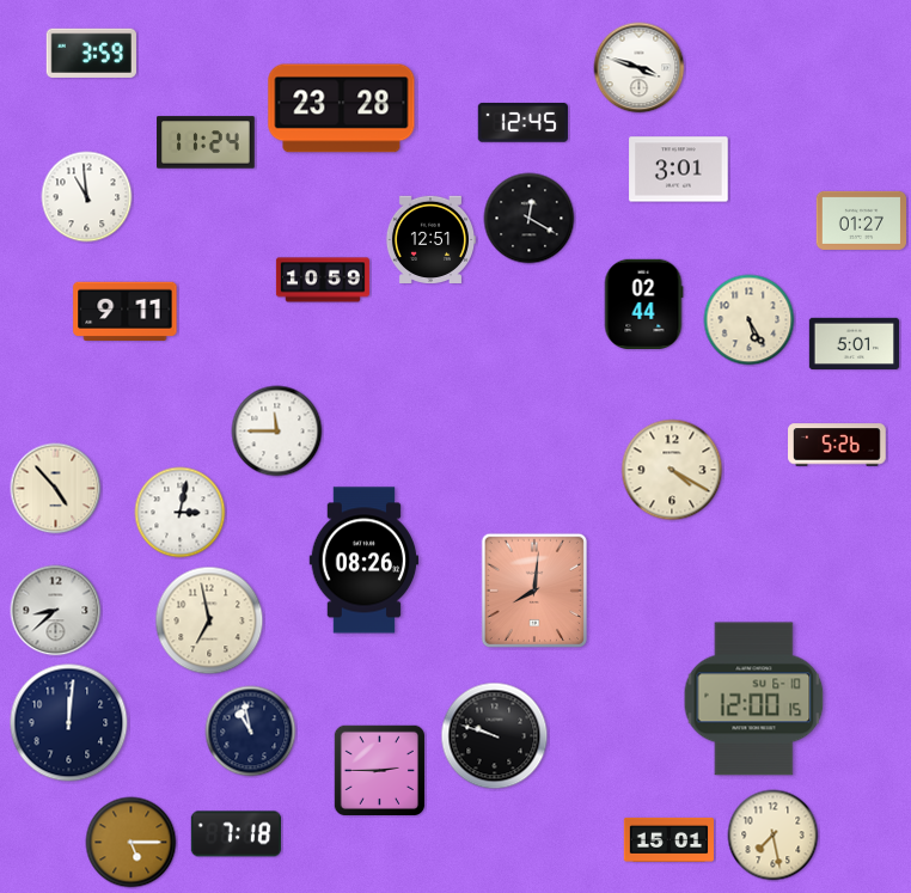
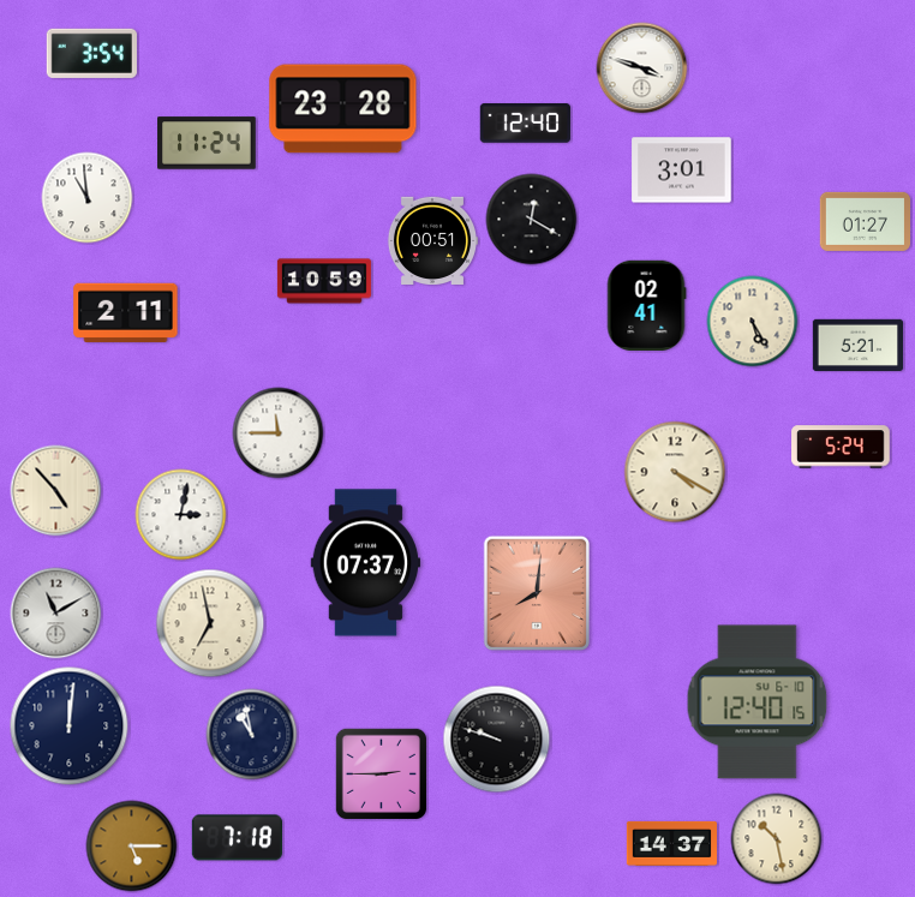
clock at (91, 53): 3:59 -> 3:54
clock at (522, 123): 12:45 -> 12:40
clock at (429, 239): 12:51 -> 00:51
clock at (643, 304): 02:44 -> 02:41
clock at (126, 311): 9:11 -> 2:11
clock at (854, 343): 5:01 -> 5:21
clock at (837, 445): 5:26 -> 5:24
clock at (365, 561): 08:26 -> 07:37
clock at (56, 611): 8:38 -> 11:10
clock at (754, 699): 12:00 -> 12:40
clock at (774, 836): 7:28 -> 10:28
clock at (670, 839): 15:01 -> 14:37
